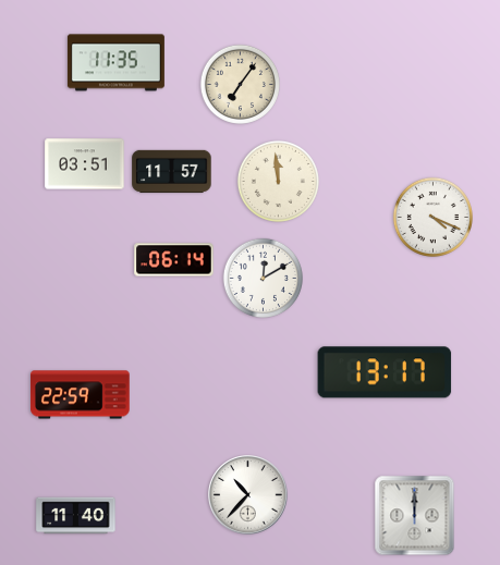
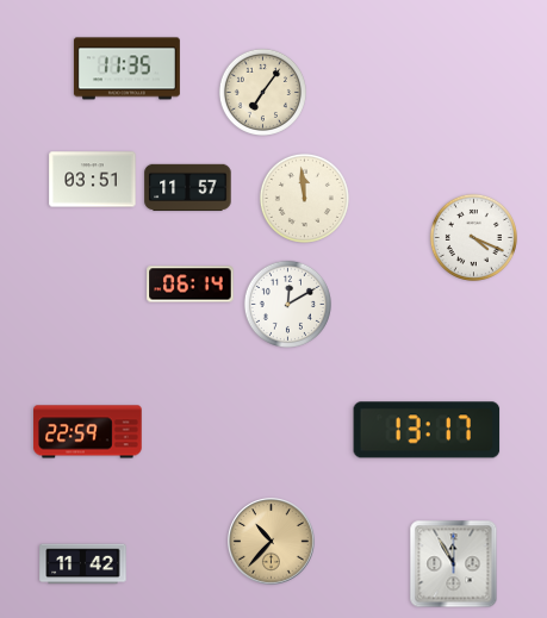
clock at (385, 372) position: (385, 372) -> (427, 430)
clock at (248, 495) dial: white -> champagne
clock at (76, 516): 11:40 -> 11:42
clock at (415, 516): 12:00 -> 11:55
